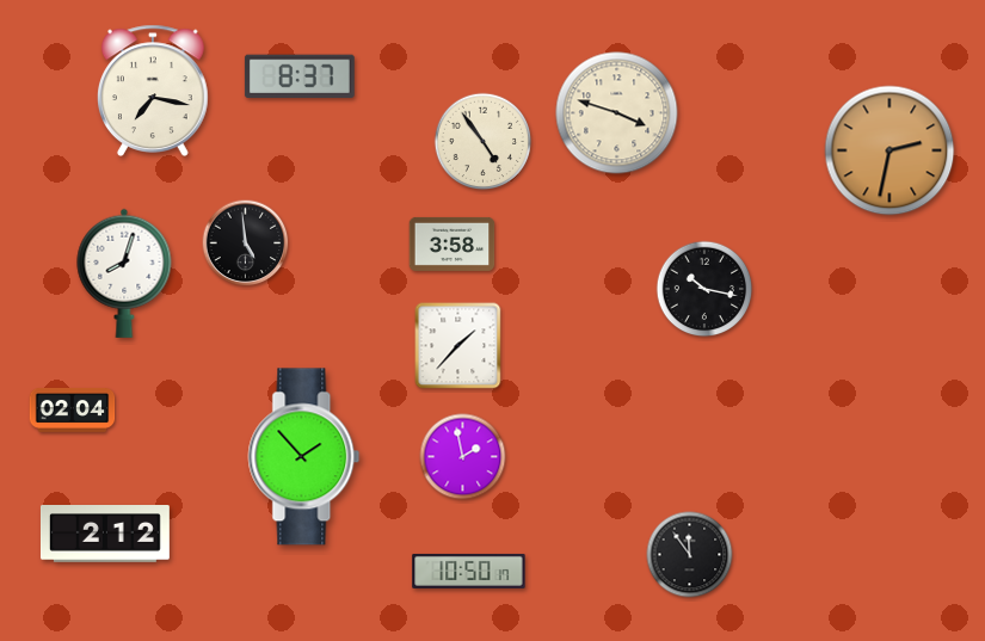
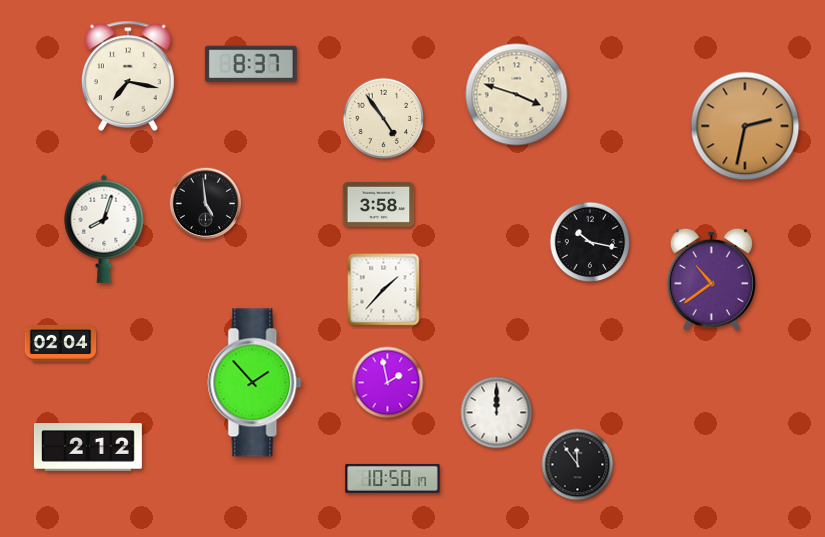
clock at (484, 142) position: (484, 142) -> (384, 119)
clock at (711, 279): none -> 10:39
clock at (497, 413): none -> 12:00
